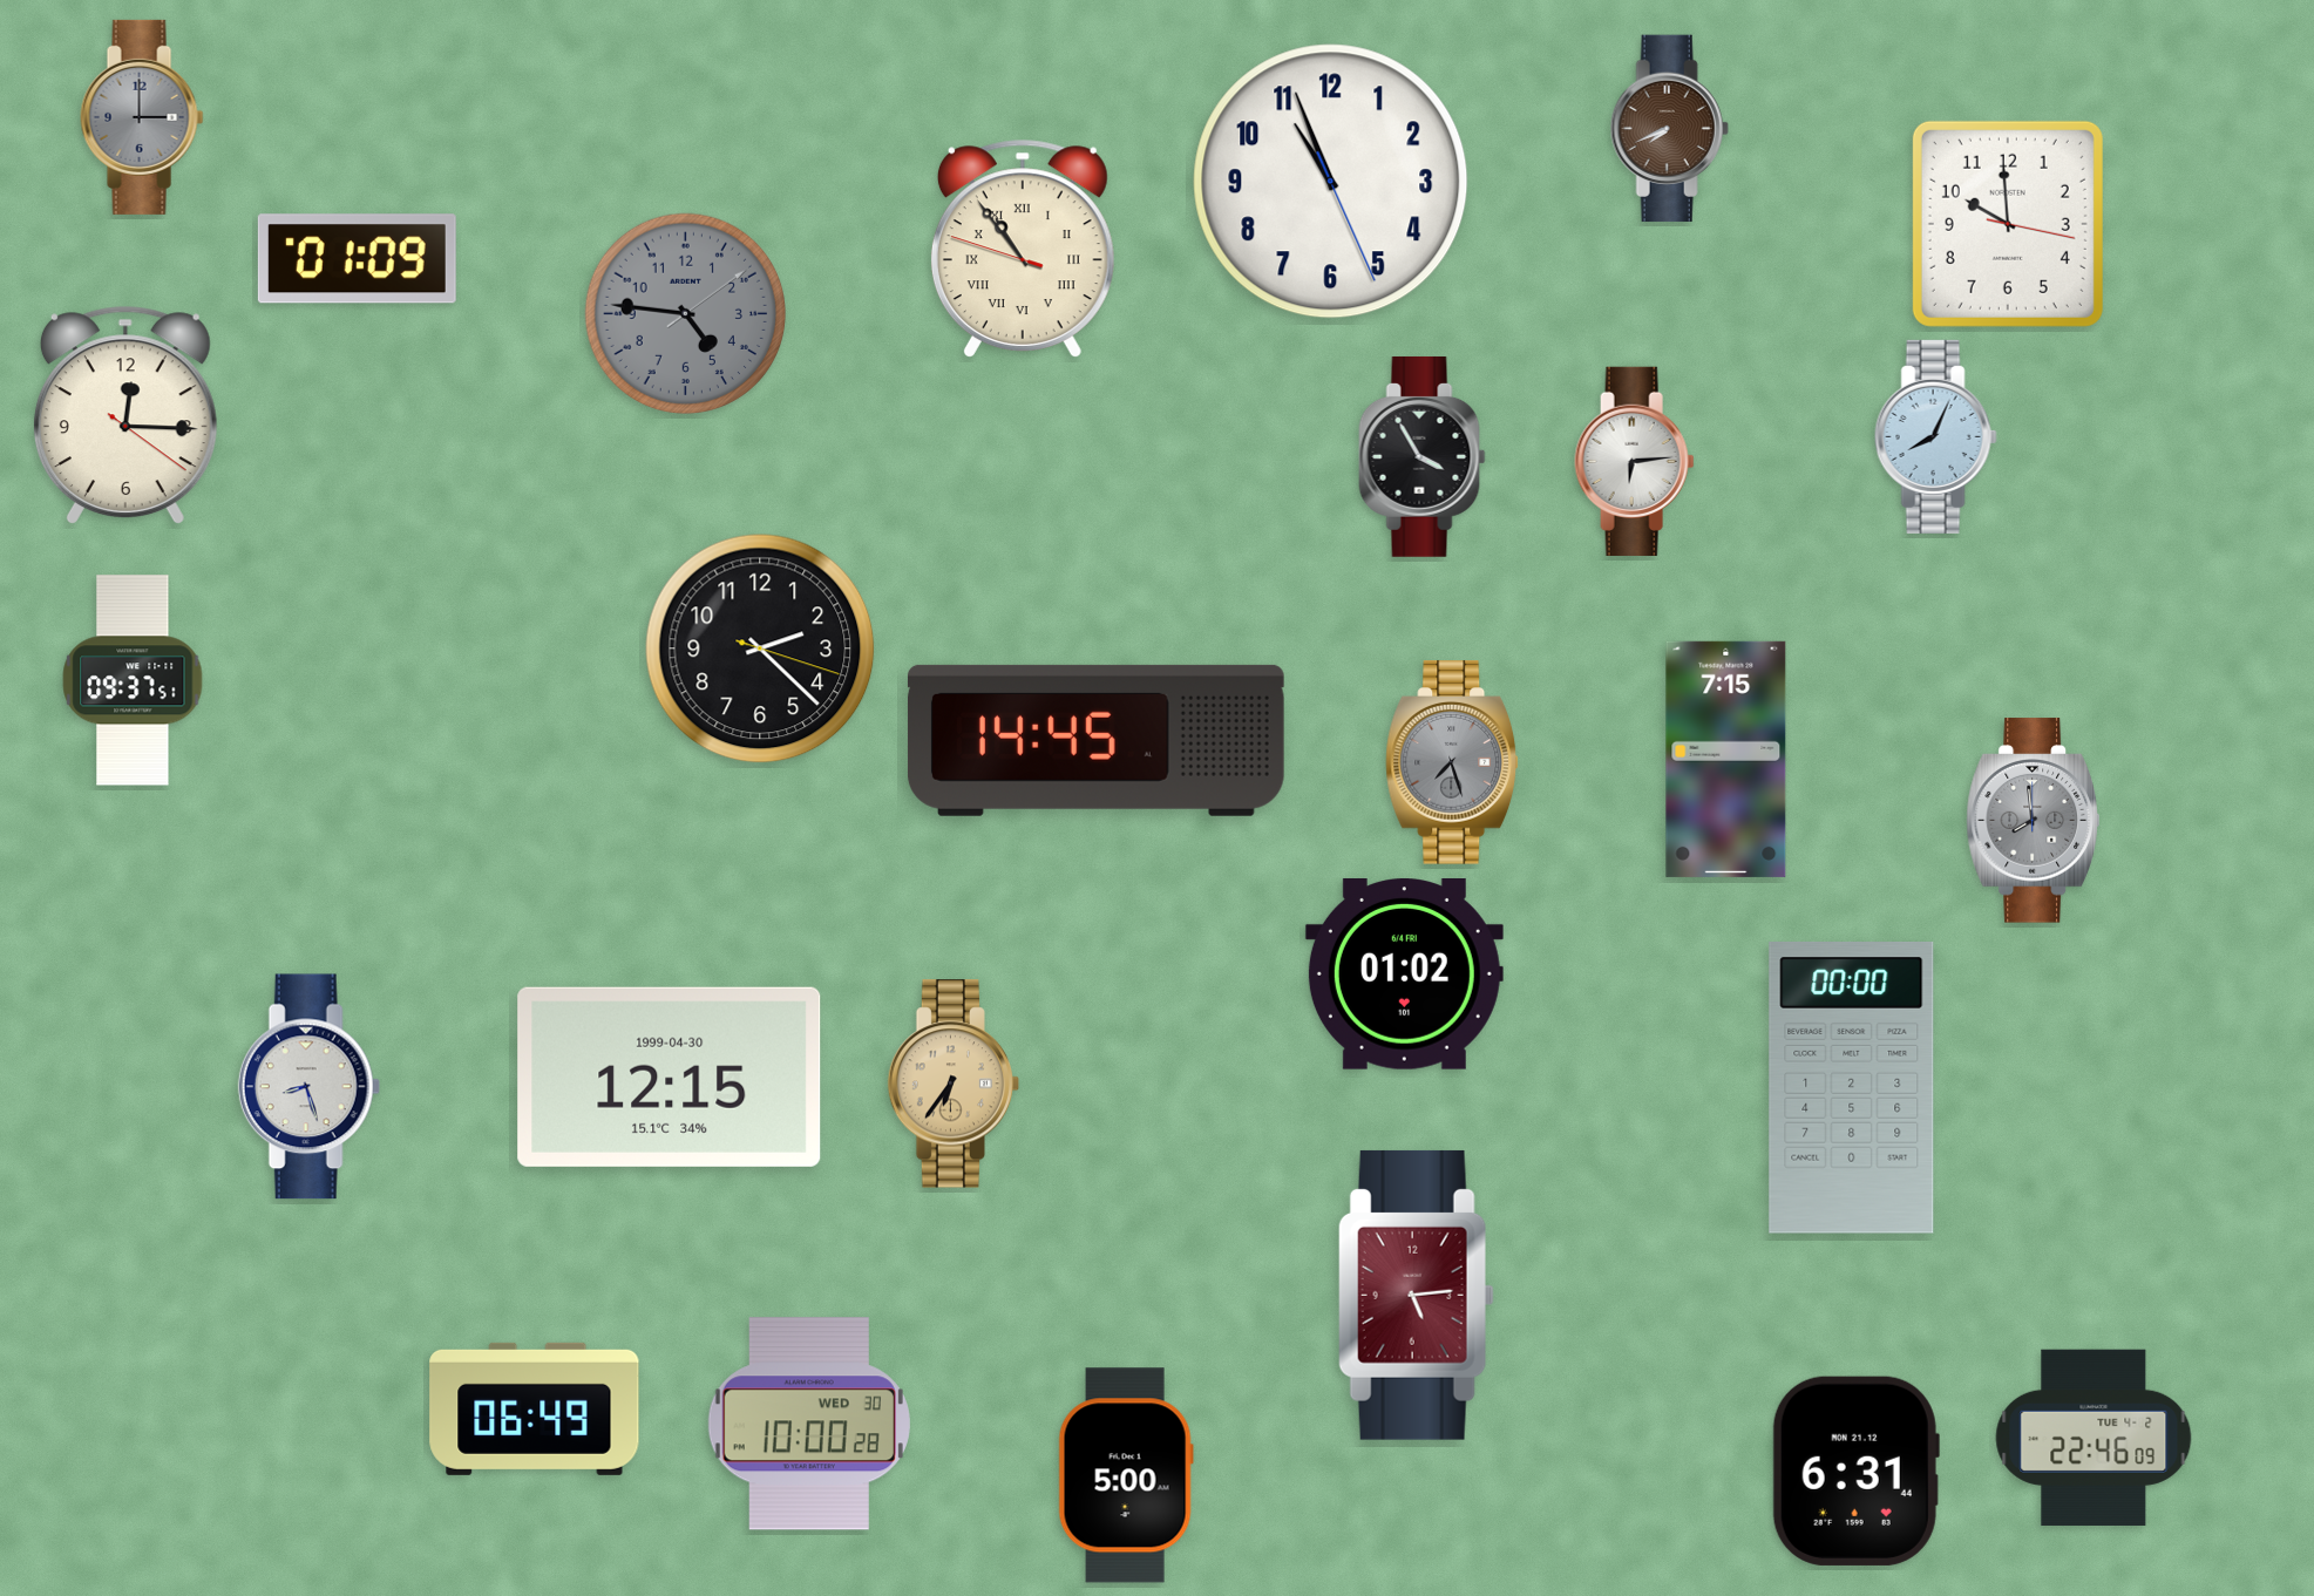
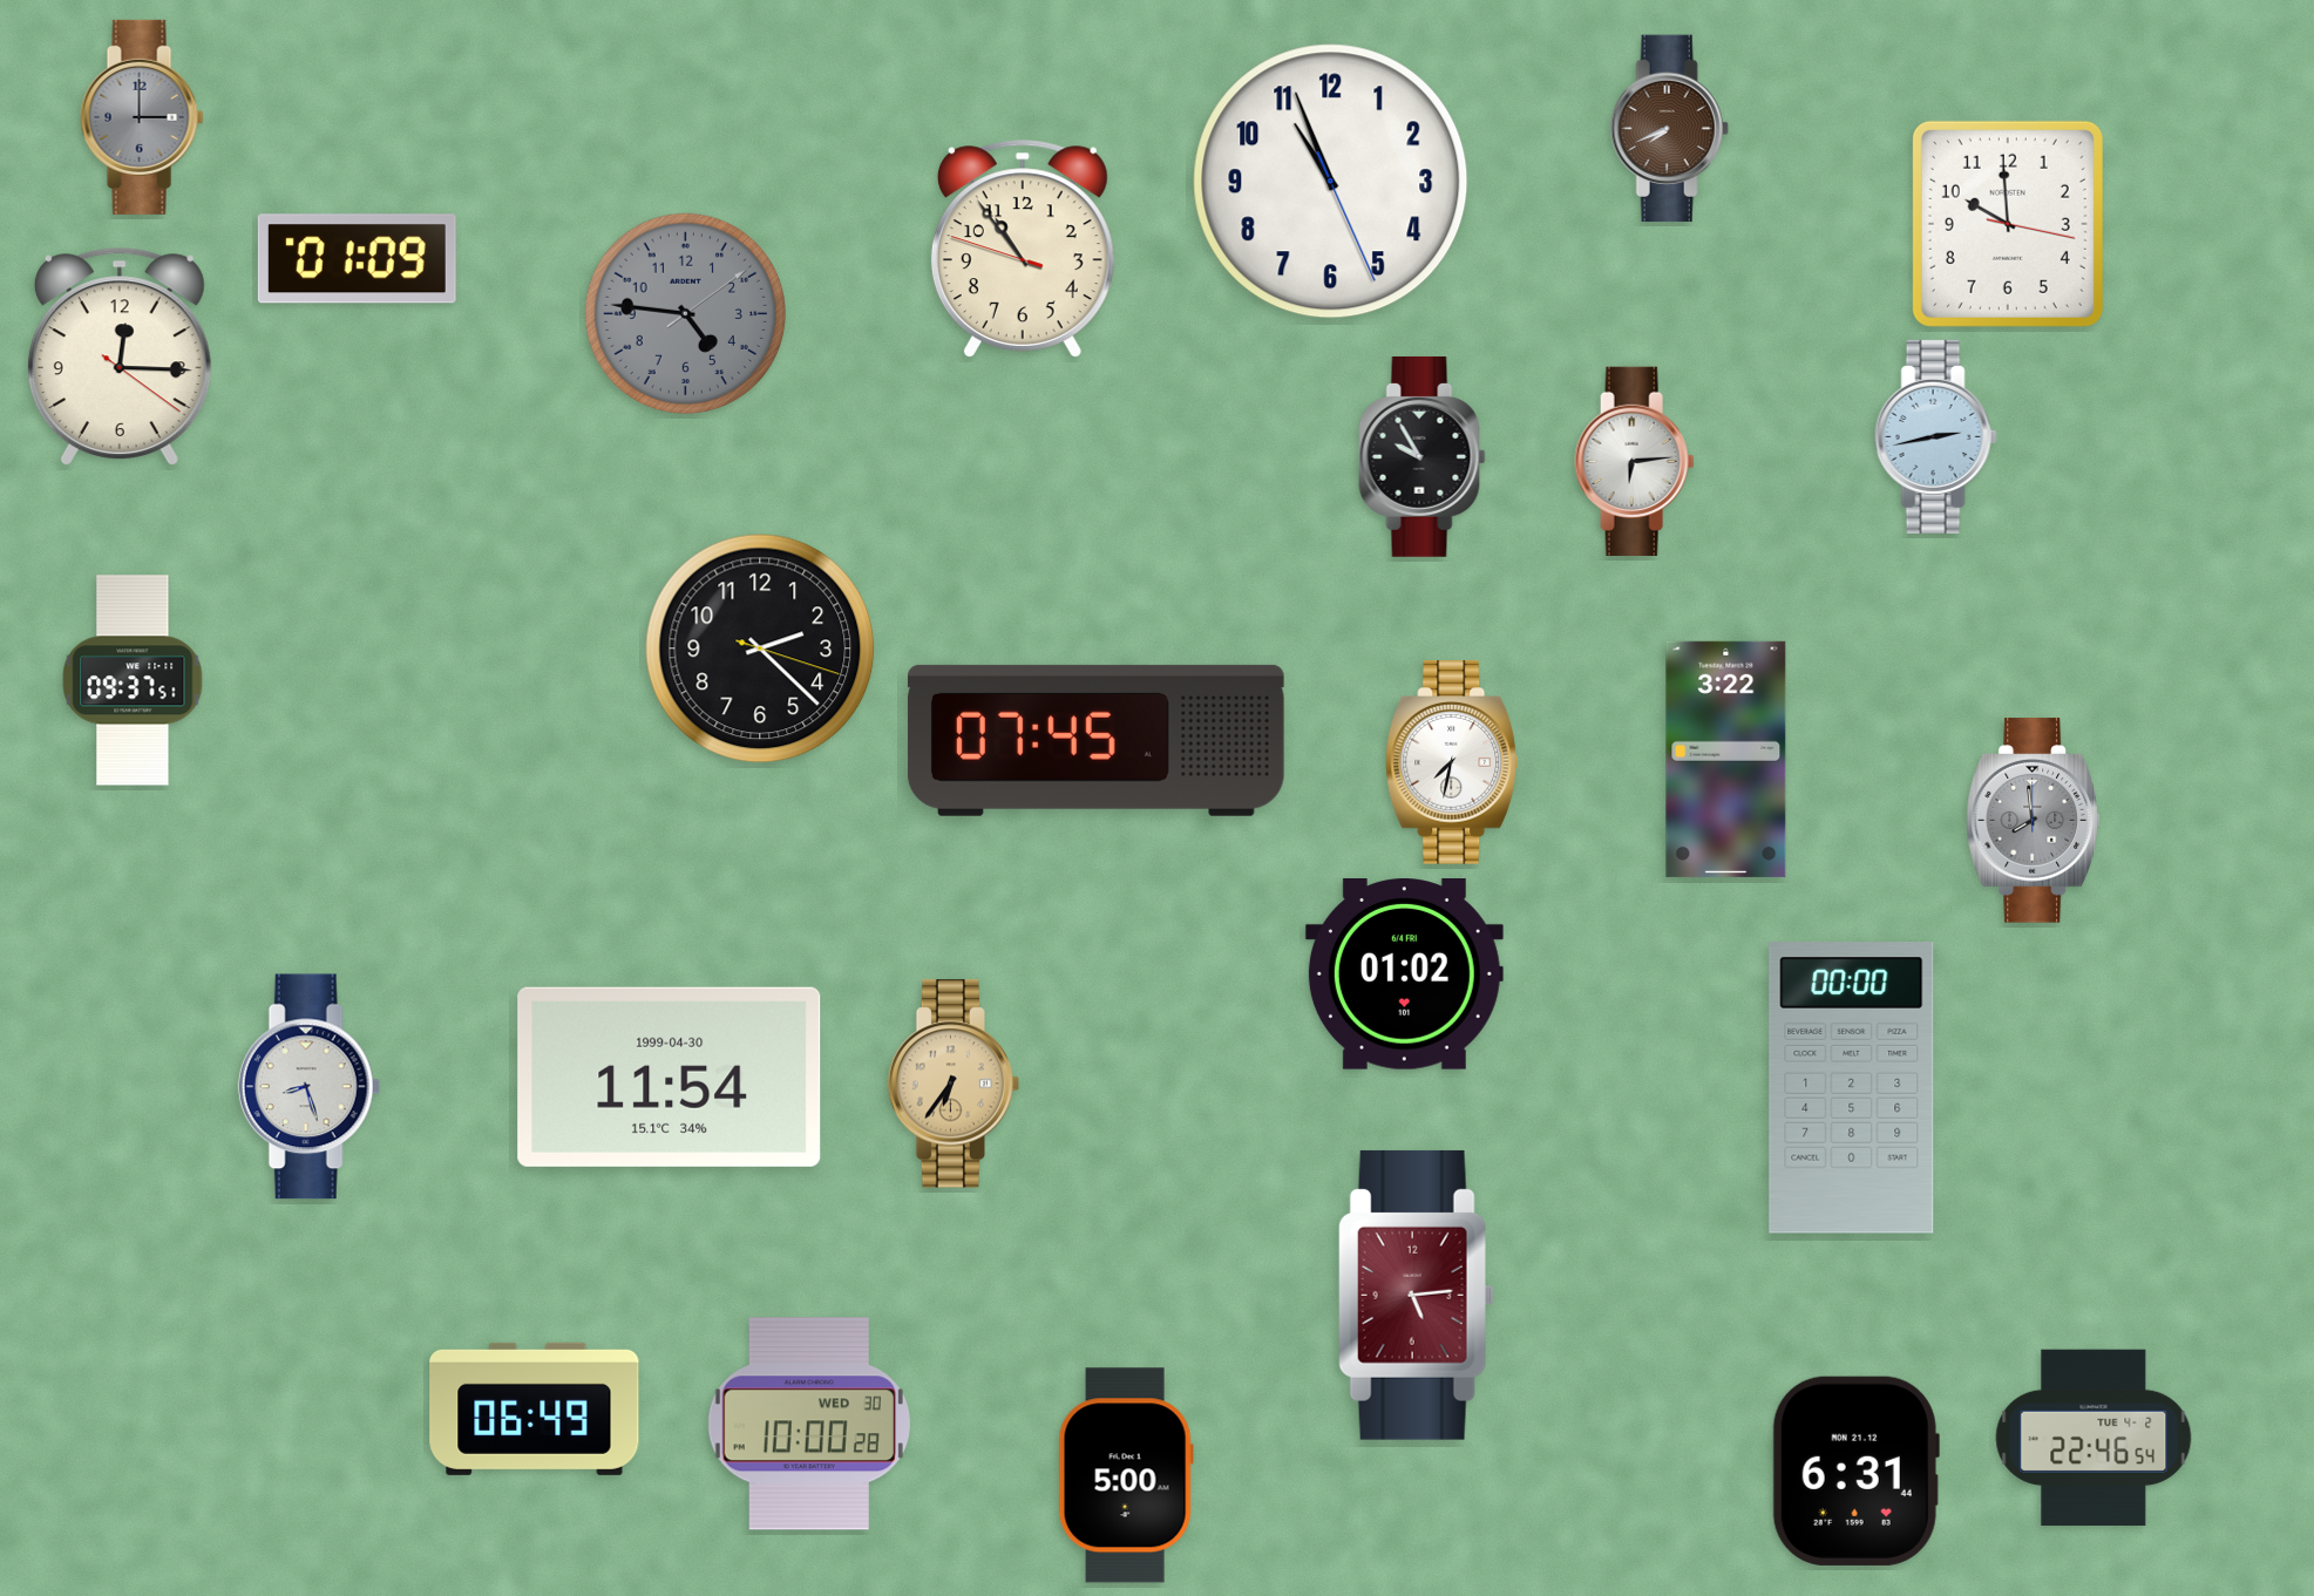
clock at (1023, 247) numerals: Roman -> Arabic
clock at (125, 414) position: (125, 414) -> (120, 355)
clock at (1935, 436): 8:04 -> 2:43
clock at (1423, 456): 3:55 -> 9:55
clock at (1095, 740): 14:45 -> 07:45
clock at (1726, 759): 7:15 -> 3:22
clock at (1452, 762): 7:27 -> 7:32
clock at (1452, 762) dial: grey -> white
clock at (670, 1077): 12:15 -> 11:54
clock at (2094, 1438): 22:46:09 -> 22:46:54
